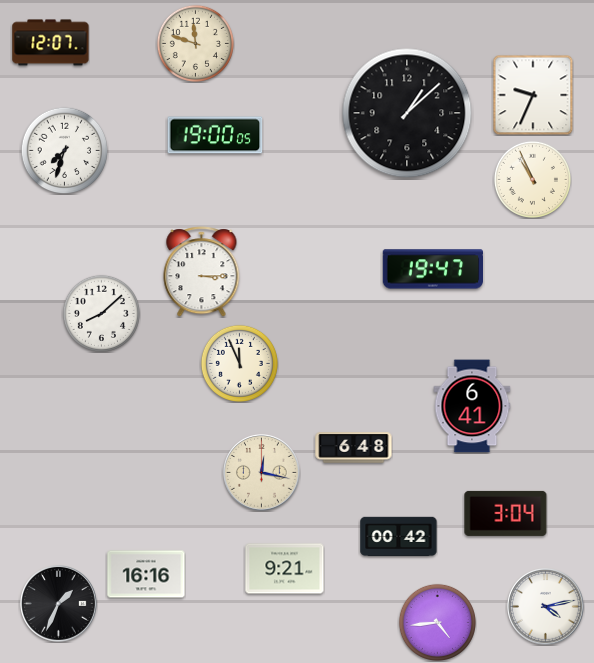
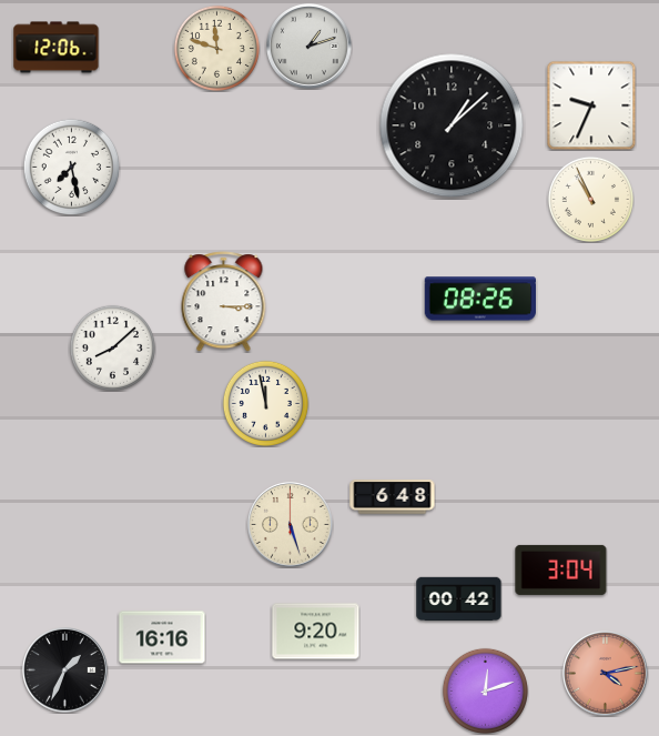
clock at (310, 47): none -> 1:12
clock at (51, 43): 12:07 -> 12:06
clock at (215, 135): 19:00 -> none
clock at (64, 150): 7:33 -> 7:28
clock at (432, 269): 19:47 -> 08:26
clock at (239, 363): 11:56 -> 11:58
clock at (472, 406): 6:41 -> none
clock at (262, 473): 12:17 -> 5:27
clock at (399, 537) position: (399, 537) -> (459, 599)
clock at (285, 569): 9:21 -> 9:20
clock at (546, 607) dial: white -> salmon
clock at (437, 622): 4:44 -> 12:12
